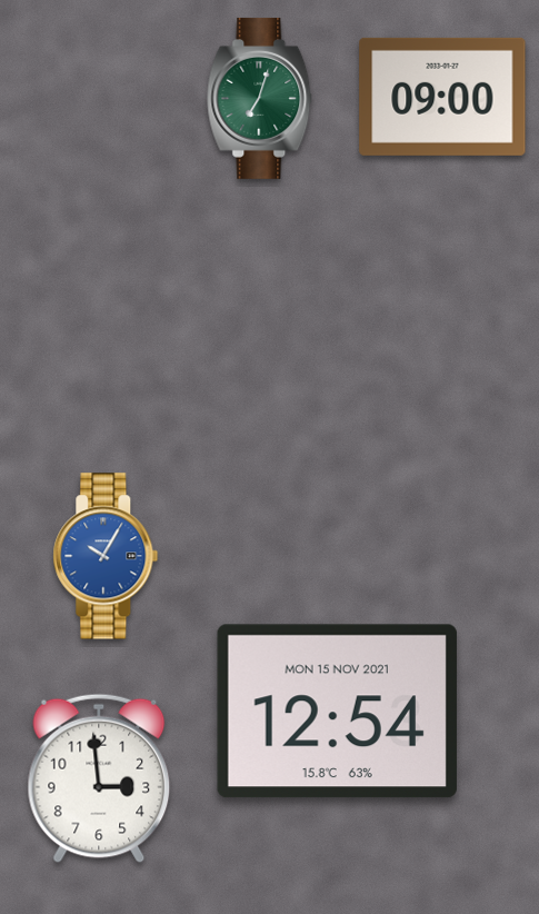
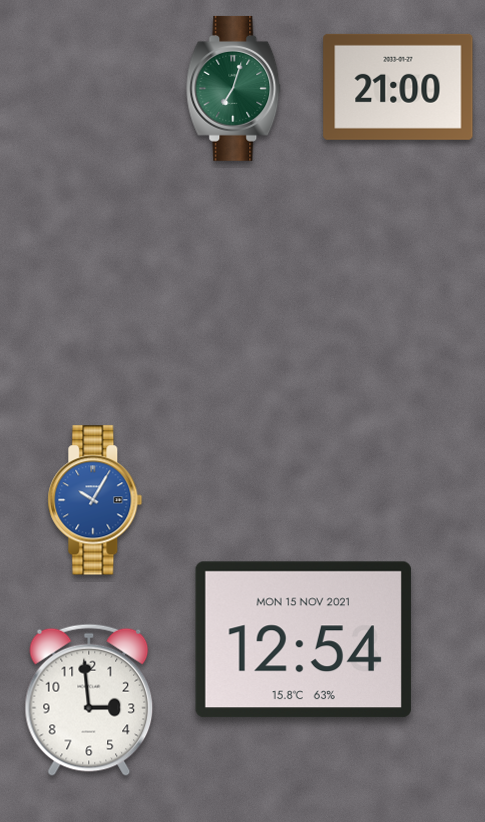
clock at (442, 97): 09:00 -> 21:00
